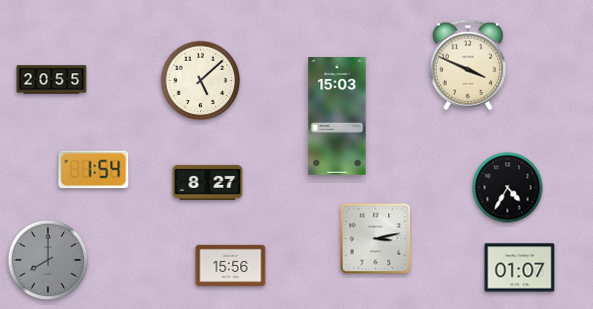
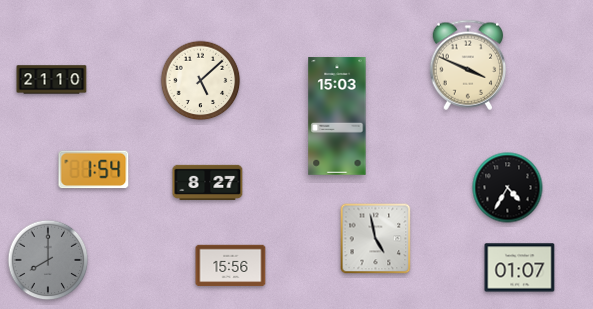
clock at (52, 80): 20:55 -> 21:10
clock at (376, 239): 3:13 -> 4:58
